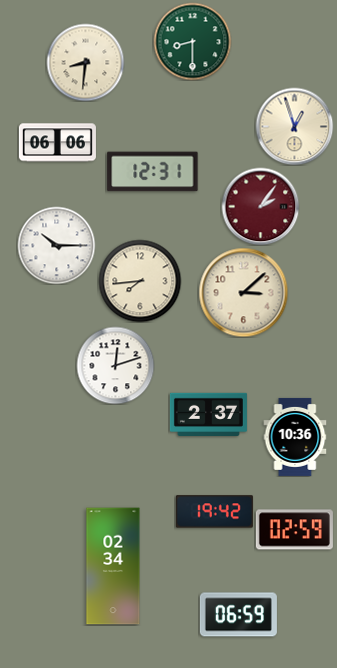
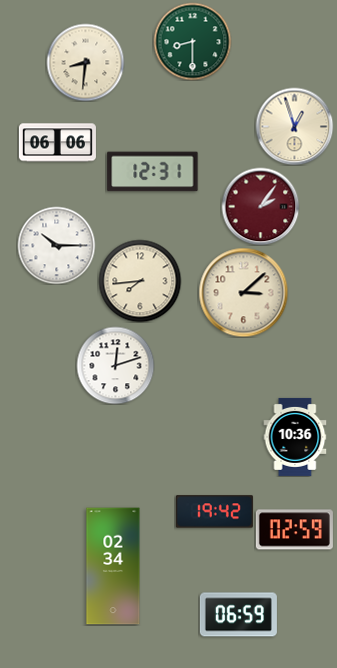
clock at (208, 414): 2:37 -> none
